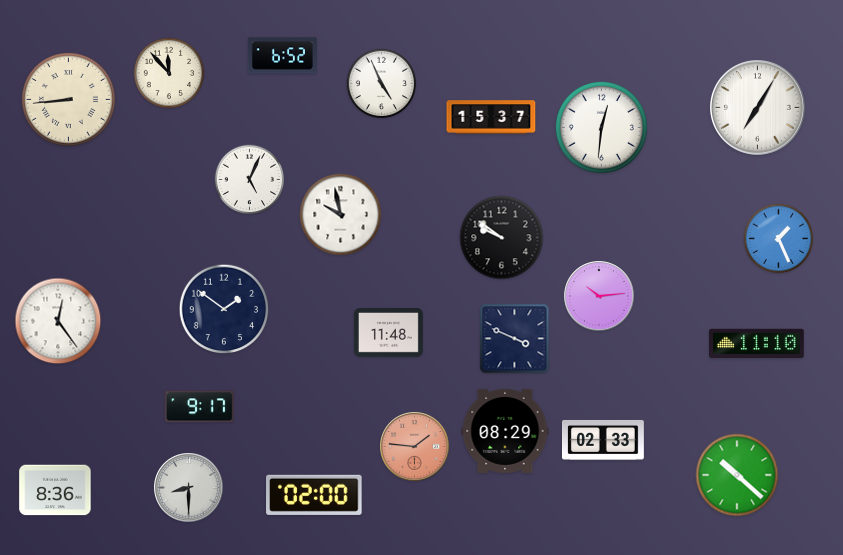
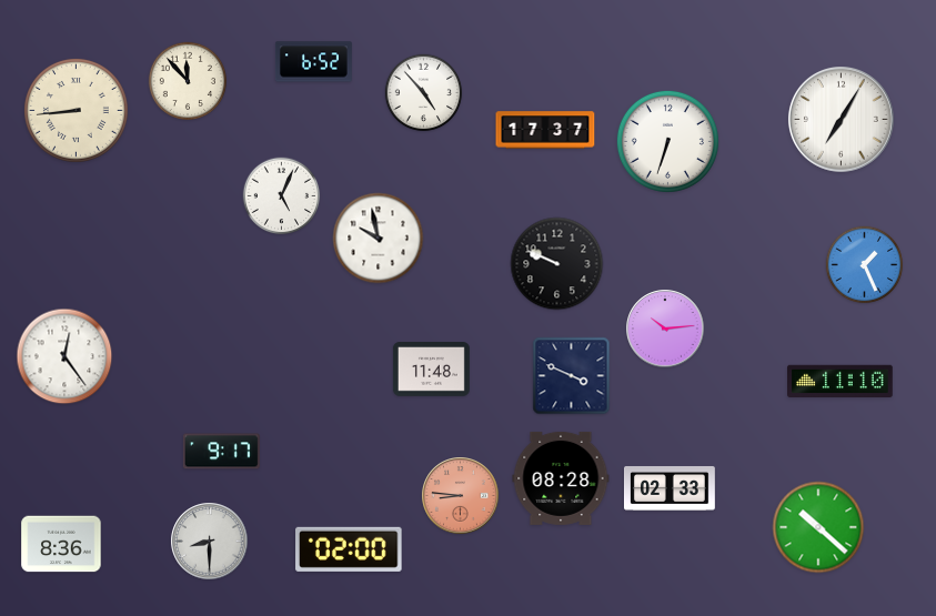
clock at (382, 84): 4:56 -> 4:53
clock at (491, 117): 15:37 -> 17:37
clock at (601, 127): 12:31 -> 6:33
clock at (250, 180) position: (250, 180) -> (282, 196)
clock at (502, 238): 9:51 -> 9:49
clock at (224, 309): 1:51 -> none
clock at (505, 431): 08:29 -> 08:28
clock at (415, 447): 1:46 -> 8:46
